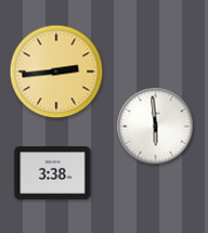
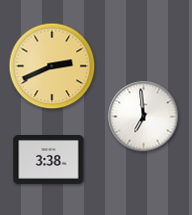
clock at (56, 72): 2:44 -> 2:41
clock at (156, 127): 5:59 -> 6:59
